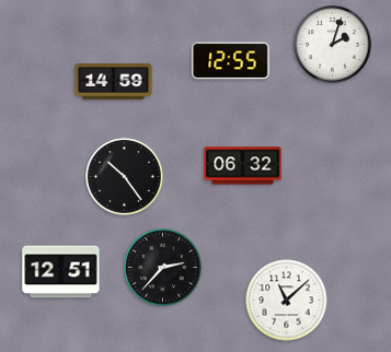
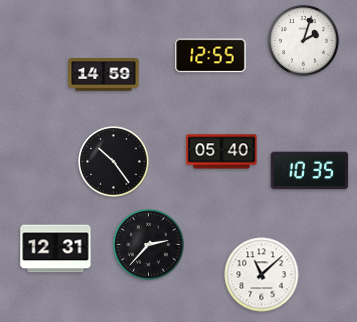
clock at (243, 166): 06:32 -> 05:40
clock at (310, 171): none -> 10:35
clock at (61, 272): 12:51 -> 12:31
